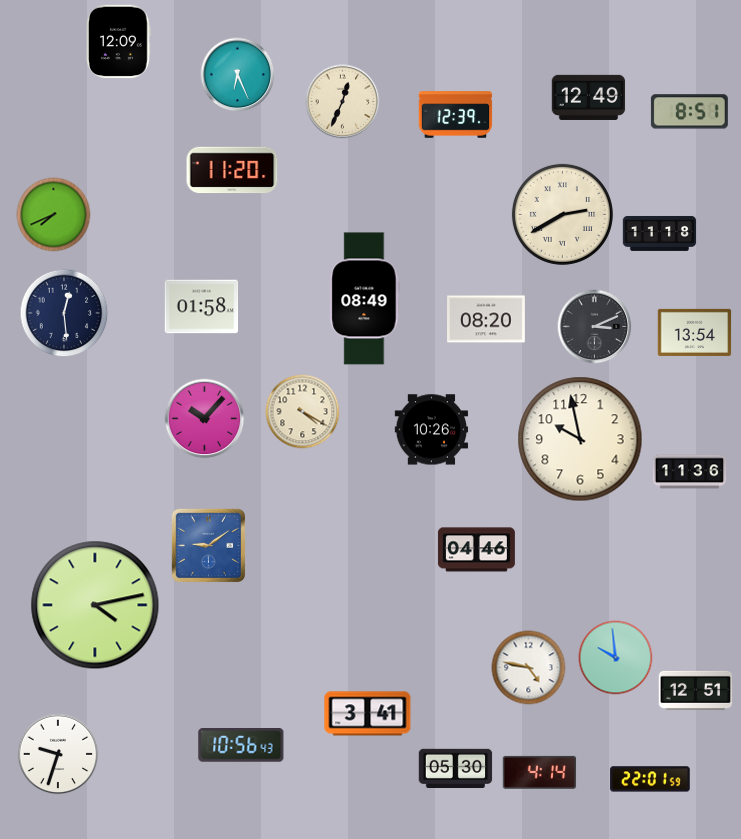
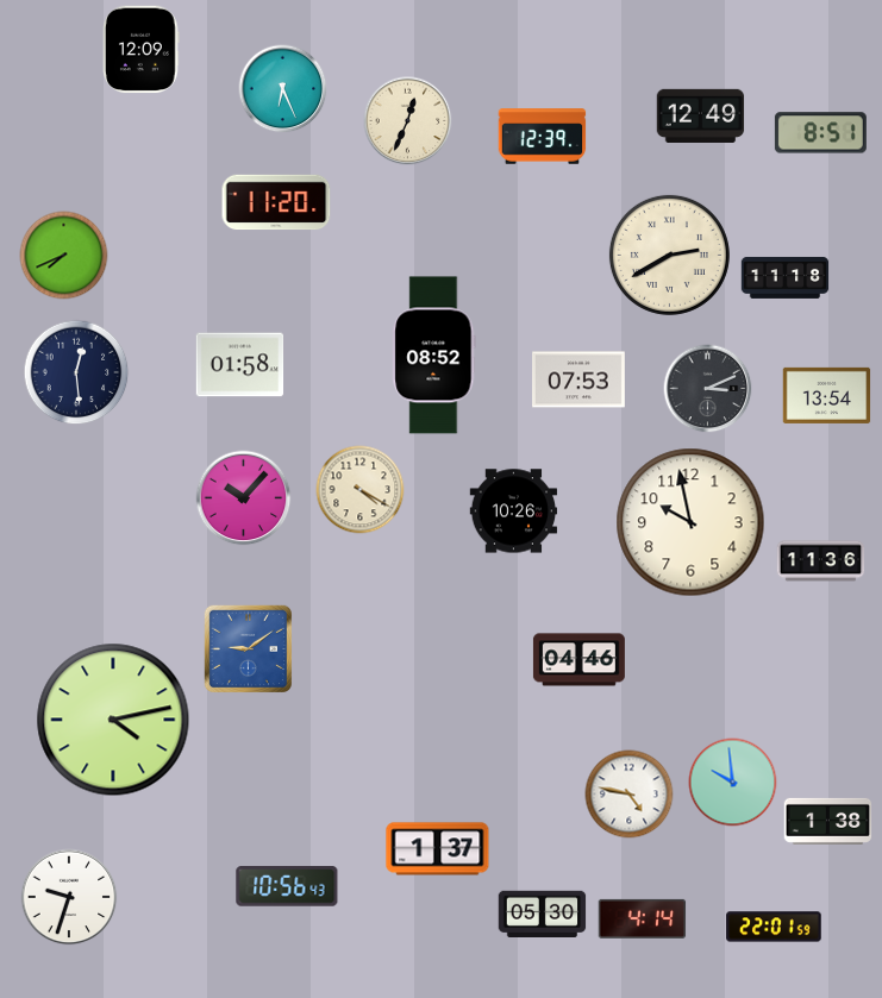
clock at (365, 299): 08:49 -> 08:52
clock at (487, 319): 08:20 -> 07:53
clock at (476, 550) position: (476, 550) -> (578, 660)
clock at (696, 690): 12:51 -> 1:38
clock at (368, 714): 3:41 -> 1:37
